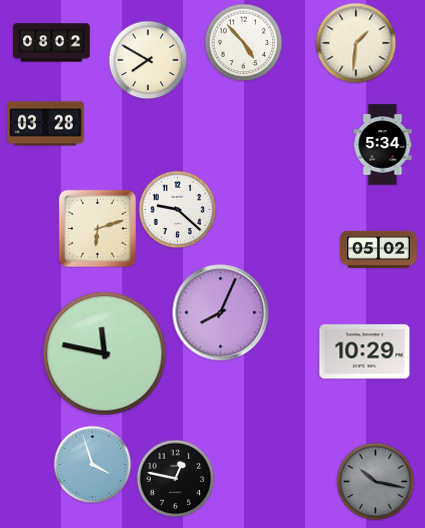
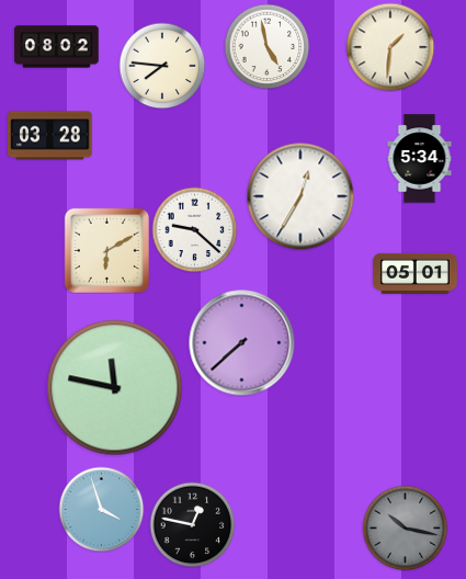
clock at (243, 42): 4:53 -> 4:58
clock at (148, 60): 7:50 -> 7:46
clock at (300, 196): none -> 12:35
clock at (97, 228): 6:12 -> 6:10
clock at (379, 249): 05:02 -> 05:01
clock at (221, 313): 8:04 -> 7:38
clock at (365, 352): 10:29 -> none
clock at (375, 481) position: (375, 481) -> (405, 527)
